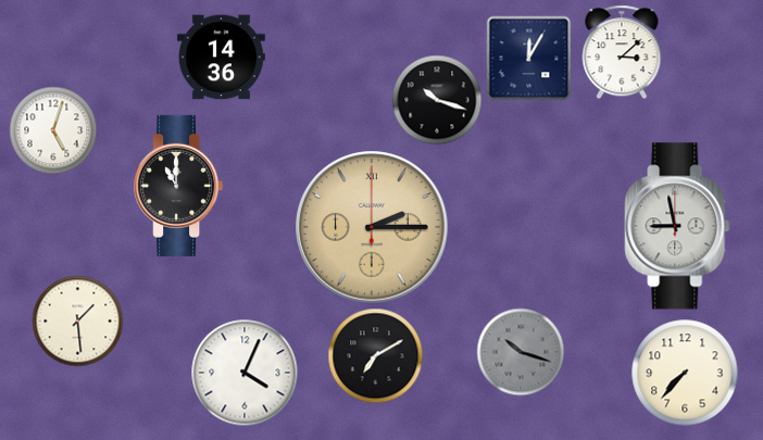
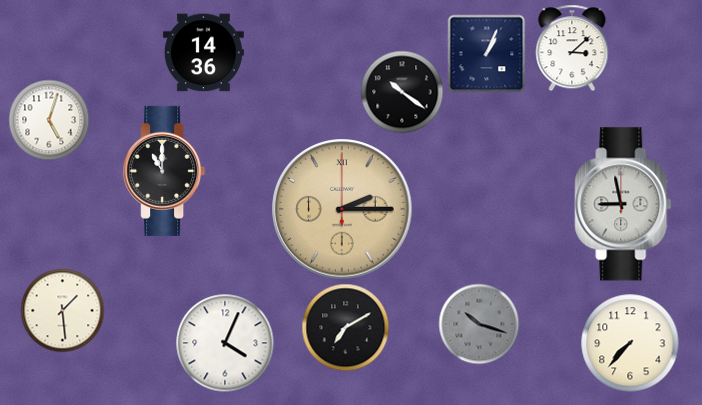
clock at (528, 58): 12:05 -> 1:04
clock at (437, 100): 10:18 -> 10:21
clock at (677, 226) position: (677, 226) -> (623, 204)
clock at (77, 320) position: (77, 320) -> (62, 310)
